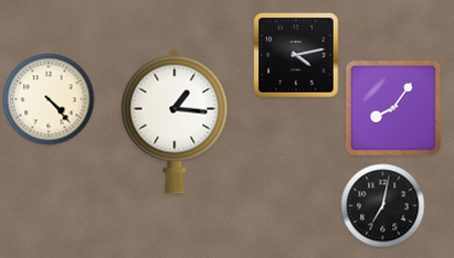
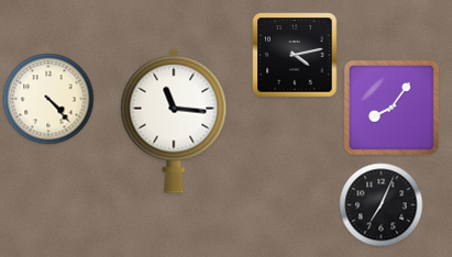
clock at (175, 121): 1:16 -> 11:16
clock at (383, 206): 7:02 -> 7:04
